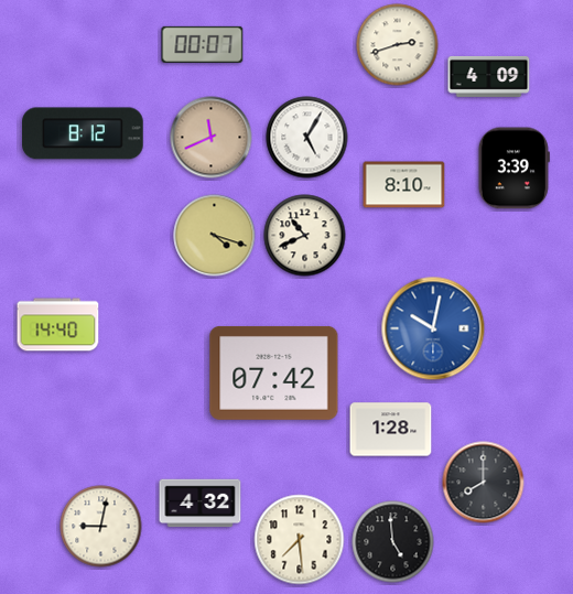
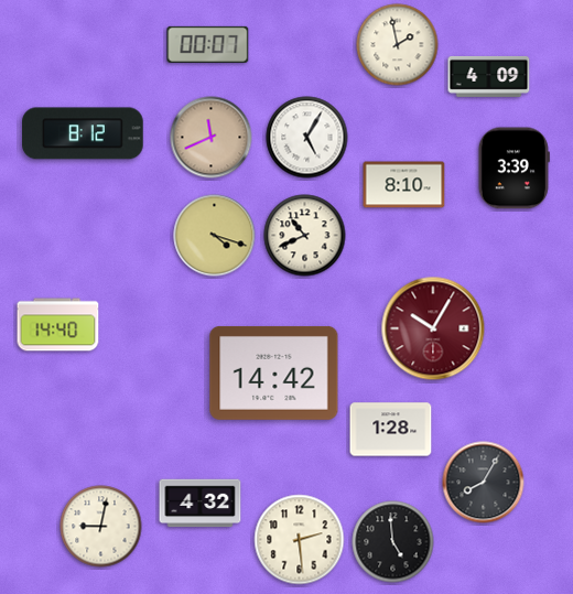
clock at (203, 44) position: (203, 44) -> (208, 44)
clock at (398, 45): 2:42 -> 1:58
clock at (433, 328): 10:02 -> 10:05
clock at (433, 328) dial: blue -> burgundy
clock at (274, 372): 07:42 -> 14:42
clock at (484, 483): 8:00 -> 8:05
clock at (300, 540): 7:29 -> 2:29
